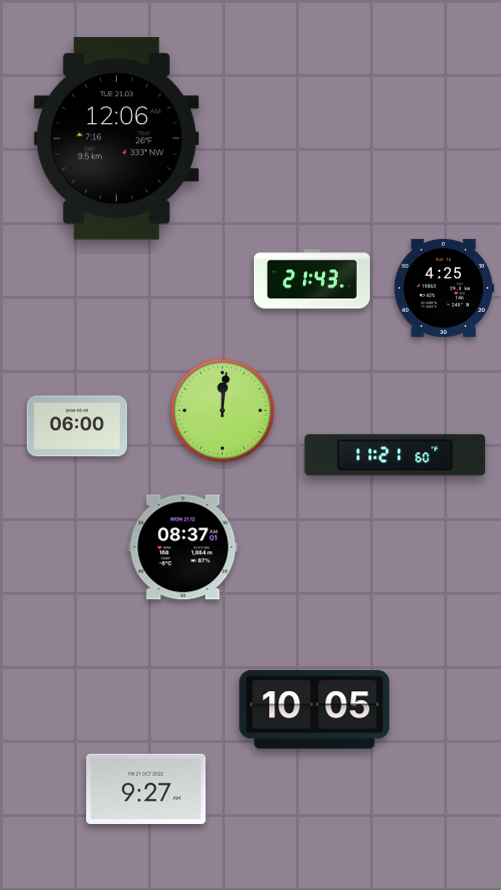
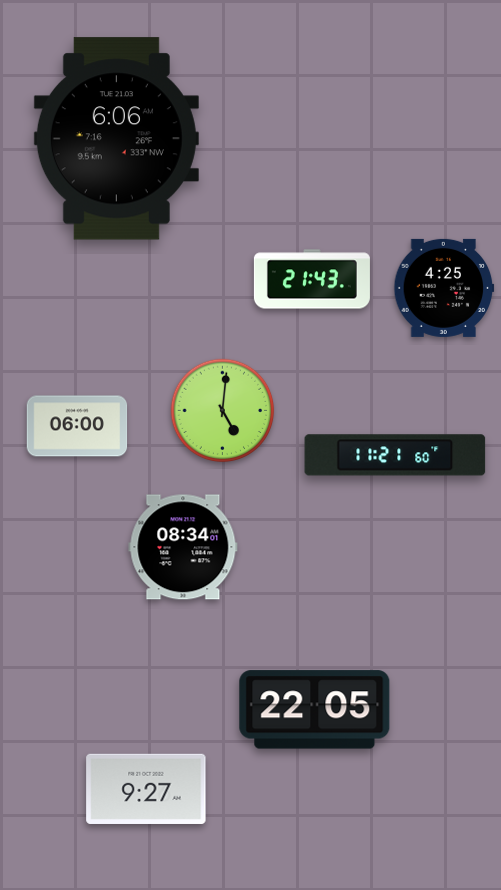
clock at (116, 139): 12:06 -> 6:06
clock at (223, 411): 12:01 -> 5:01
clock at (183, 547): 08:37 -> 08:34
clock at (315, 710): 10:05 -> 22:05
